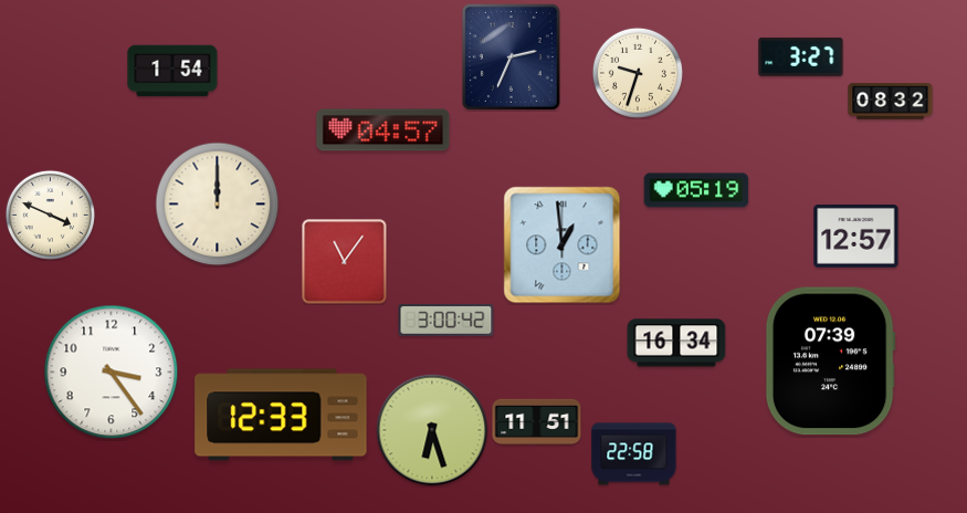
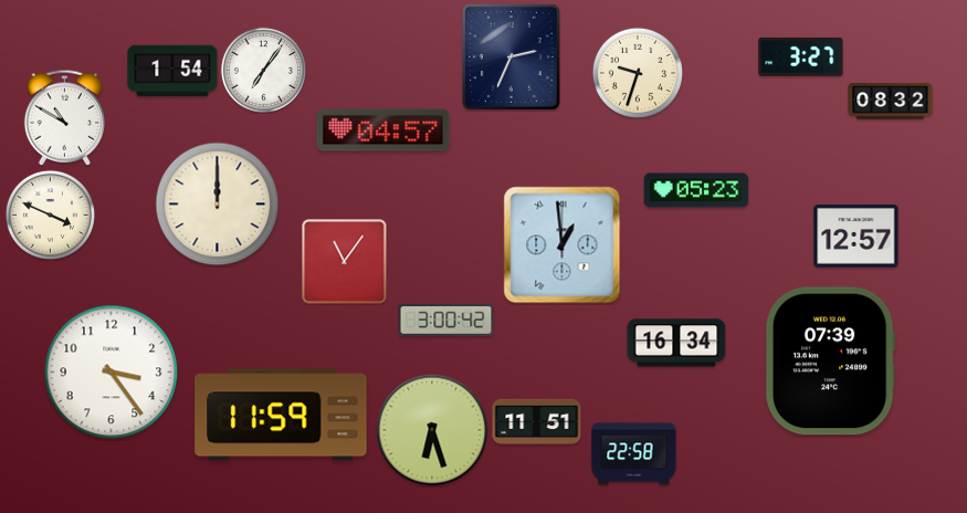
clock at (263, 70): none -> 7:06
clock at (64, 117): none -> 10:50
clock at (696, 190): 05:19 -> 05:23
clock at (281, 415): 12:33 -> 11:59
